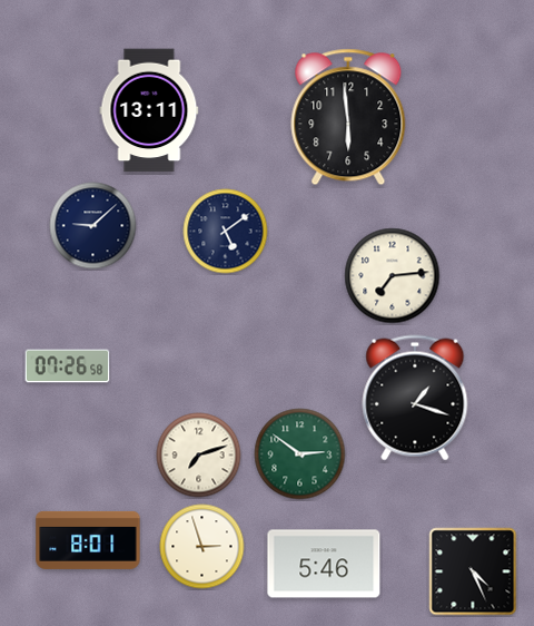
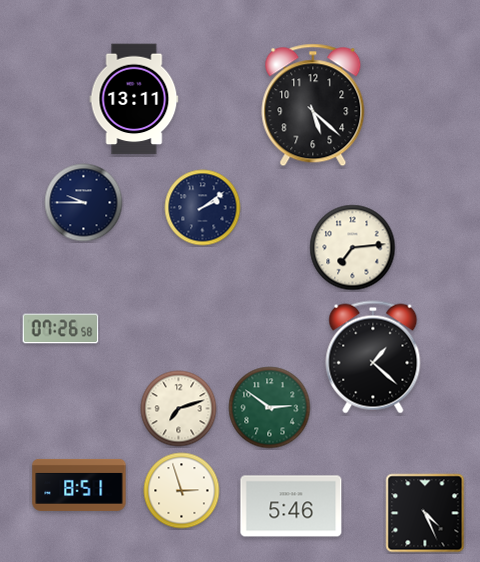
clock at (348, 117): 5:59 -> 5:22
clock at (93, 226): 9:08 -> 9:45
clock at (226, 232): 5:09 -> 2:09
clock at (415, 398): 1:18 -> 1:22
clock at (88, 540): 8:01 -> 8:51
